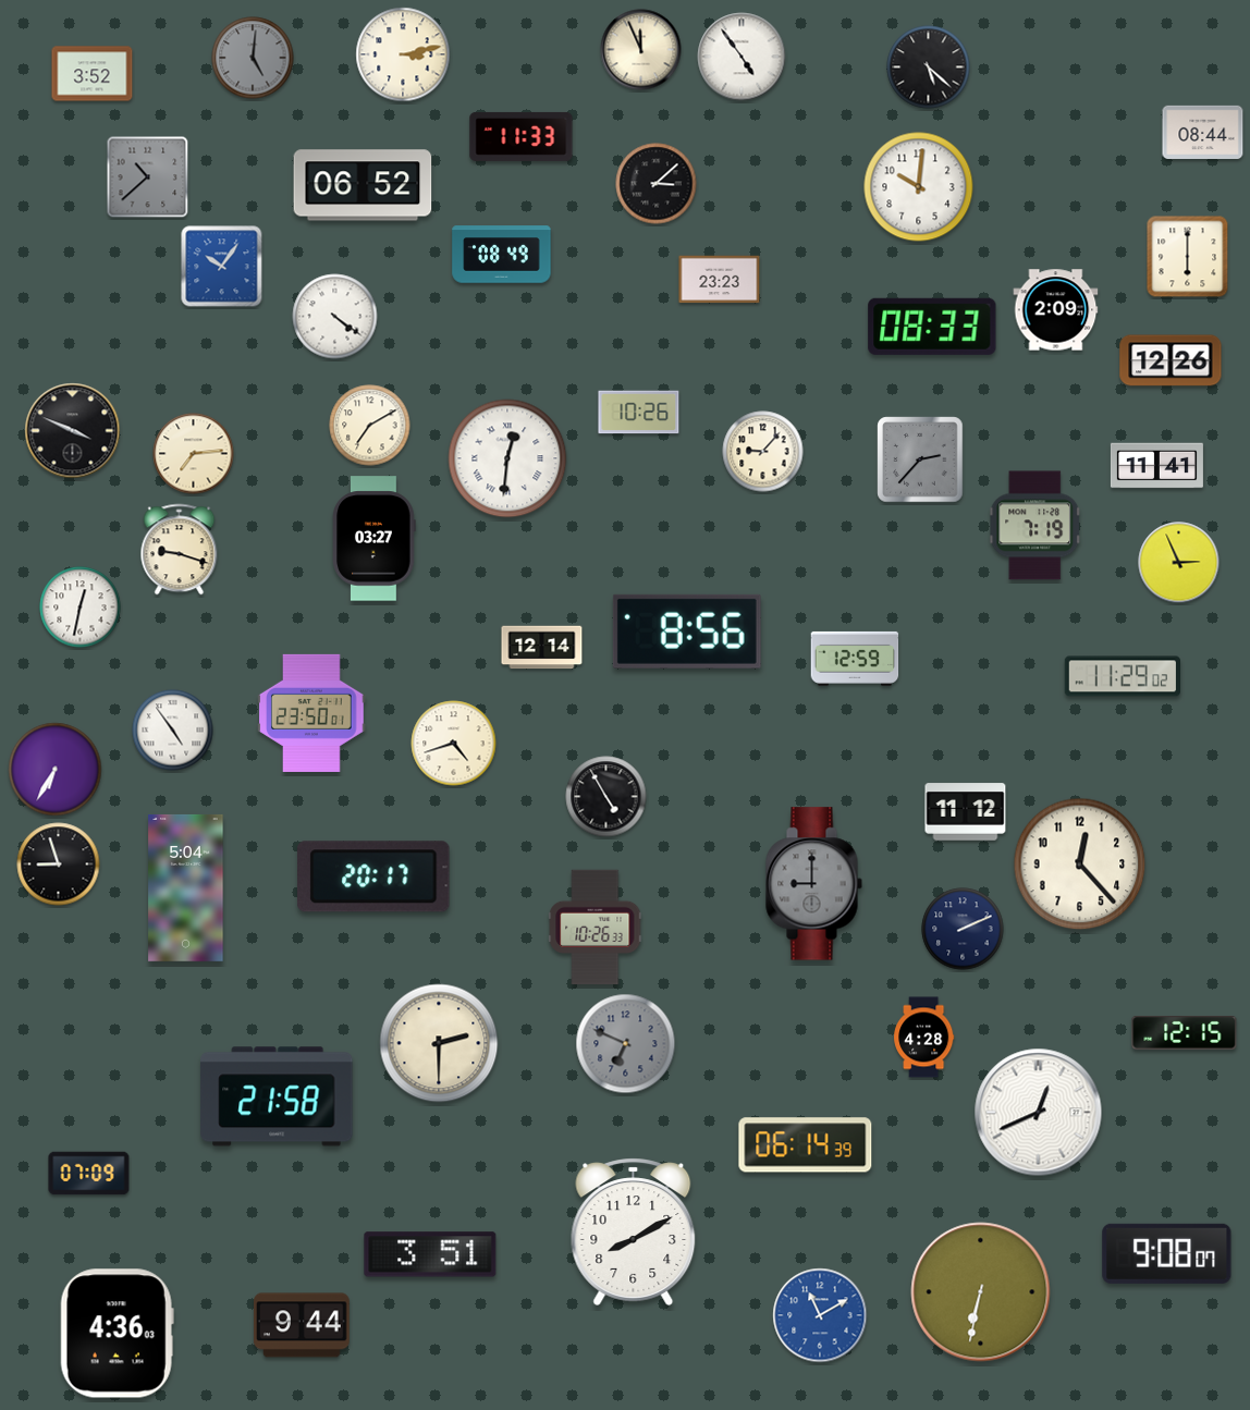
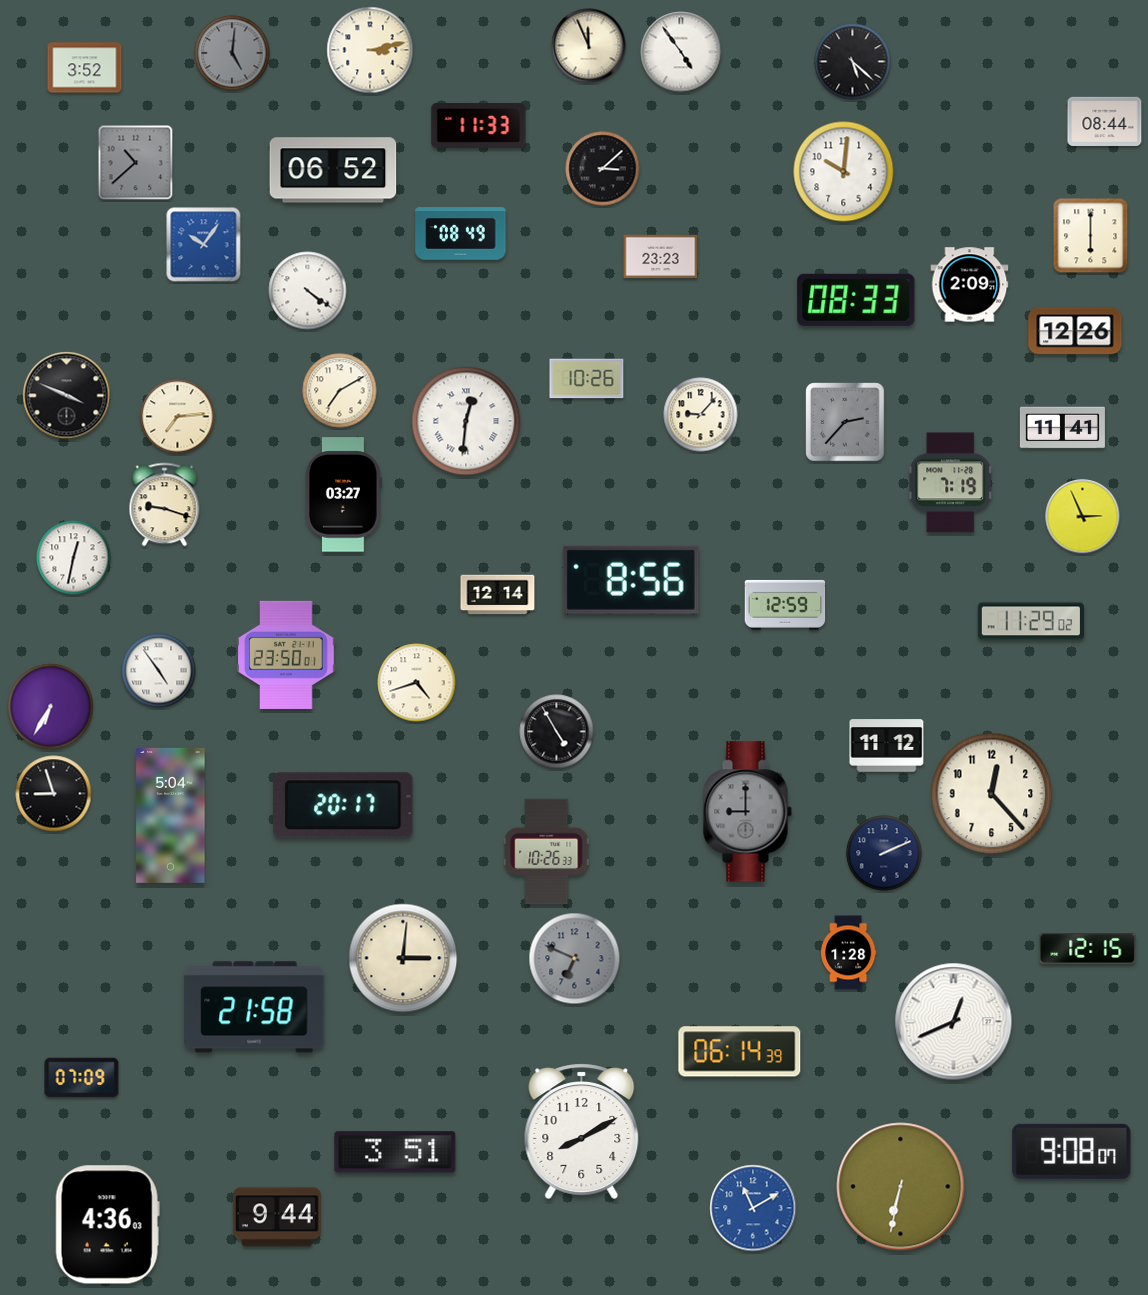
clock at (924, 1038): 4:28 -> 1:28
clock at (439, 1043): 2:30 -> 3:01
